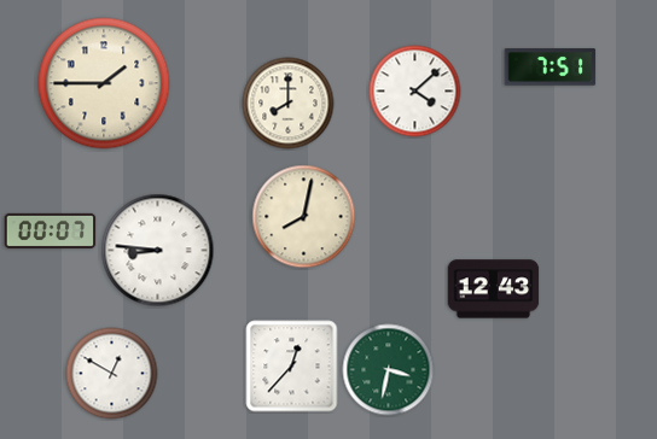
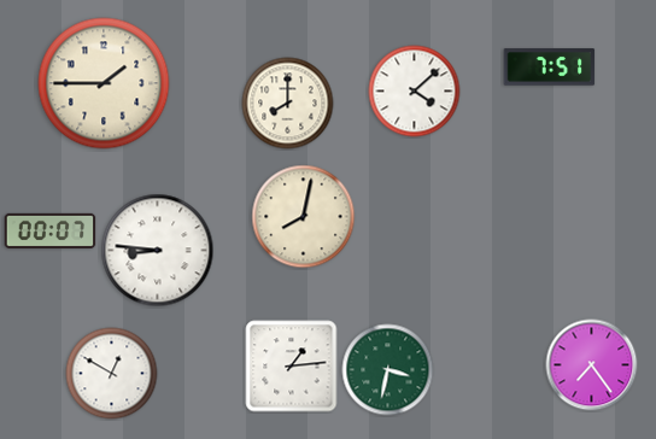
clock at (494, 289): 12:43 -> none
clock at (592, 365): none -> 7:24
clock at (292, 367): 12:37 -> 1:14
